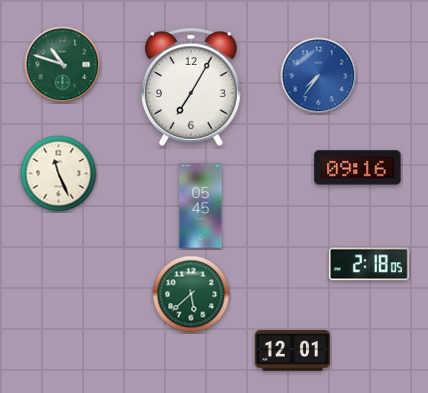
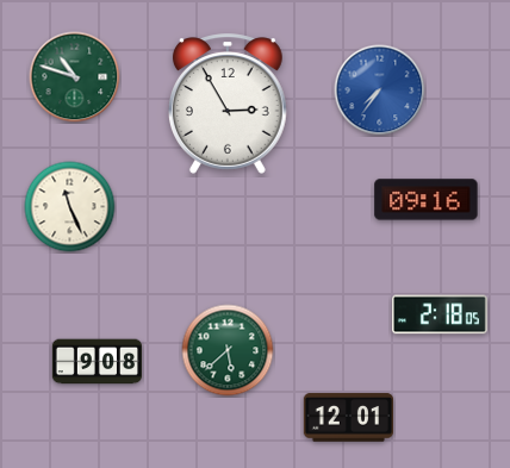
clock at (191, 87): 7:05 -> 2:55
clock at (201, 206): 05:45 -> none
clock at (98, 362): none -> 9:08
